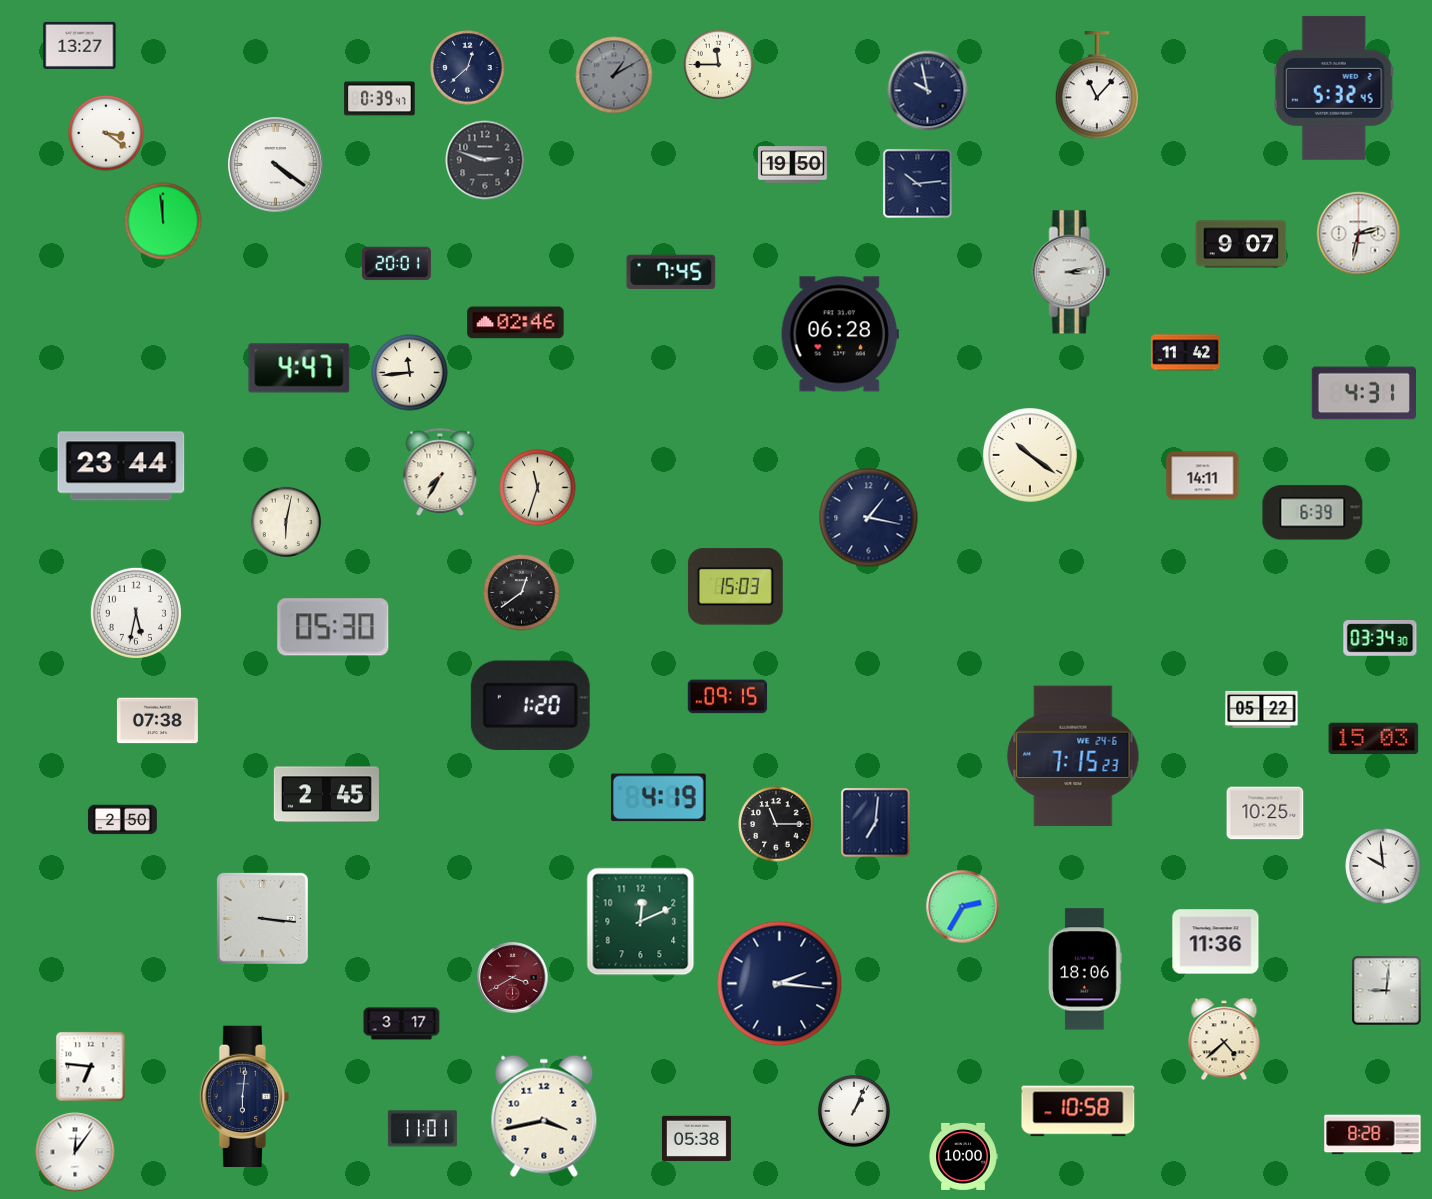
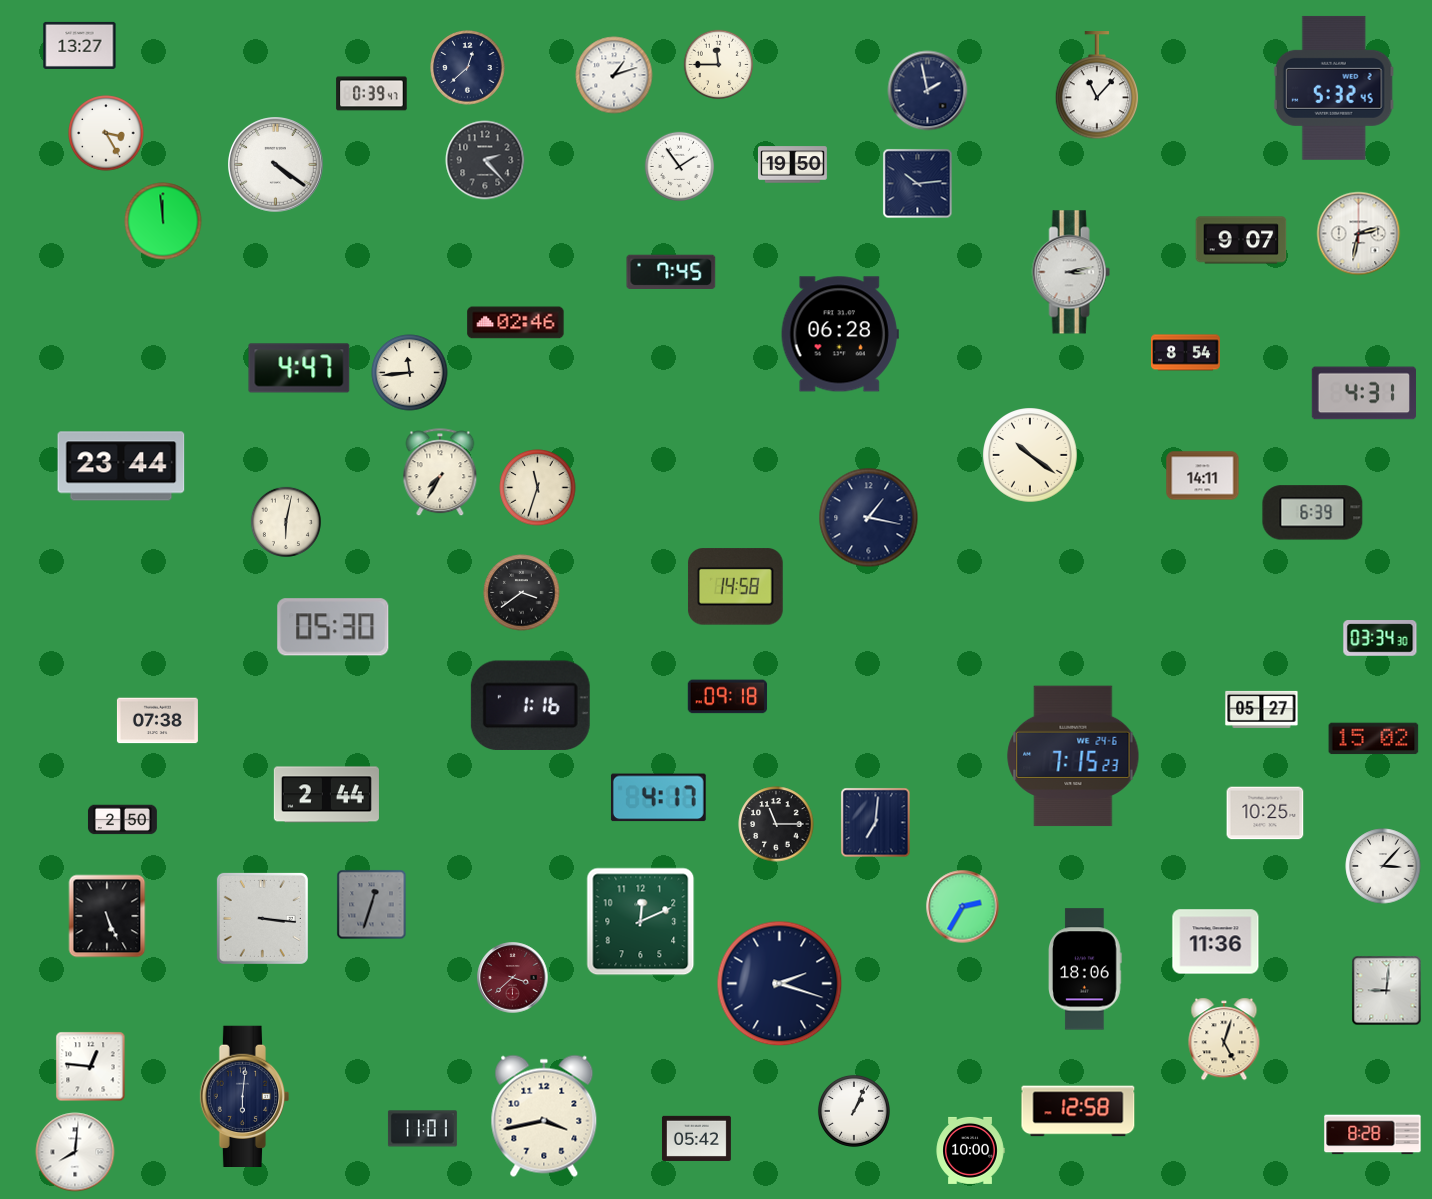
clock at (614, 75): 1:10 -> 1:12
clock at (614, 75) dial: grey -> white
clock at (928, 91): 9:58 -> 1:58
clock at (380, 99) position: (380, 99) -> (372, 94)
clock at (106, 133): 3:21 -> 3:25
clock at (485, 160): 2:48 -> 2:23
clock at (680, 167): none -> 1:54
clock at (1241, 244) position: (1241, 244) -> (1241, 240)
clock at (396, 264): 20:01 -> none
clock at (1185, 353): 11:42 -> 8:54
clock at (735, 587): 15:03 -> 14:58
clock at (522, 593): 12:39 -> 3:39
clock at (136, 613): 5:32 -> none
clock at (728, 697): 09:15 -> 09:18
clock at (530, 705): 1:20 -> 1:16
clock at (1262, 709): 05:22 -> 05:27
clock at (1374, 739): 15:03 -> 15:02
clock at (326, 795): 2:45 -> 2:44
clock at (658, 798): 4:19 -> 4:17
clock at (1383, 866): 9:59 -> 3:07
clock at (372, 905): none -> 12:33
clock at (107, 916): none -> 5:26
clock at (513, 978): 3:40 -> 3:38
clock at (780, 984): 2:16 -> 2:18
clock at (402, 1024): 3:17 -> none
clock at (1224, 1039): 4:38 -> 5:03
clock at (91, 1067): 6:46 -> 12:46
clock at (1078, 1111): 10:58 -> 12:58
clock at (696, 1138): 05:38 -> 05:42
clock at (75, 1152): 12:06 -> 8:01
clock at (963, 1156) position: (963, 1156) -> (970, 1150)
